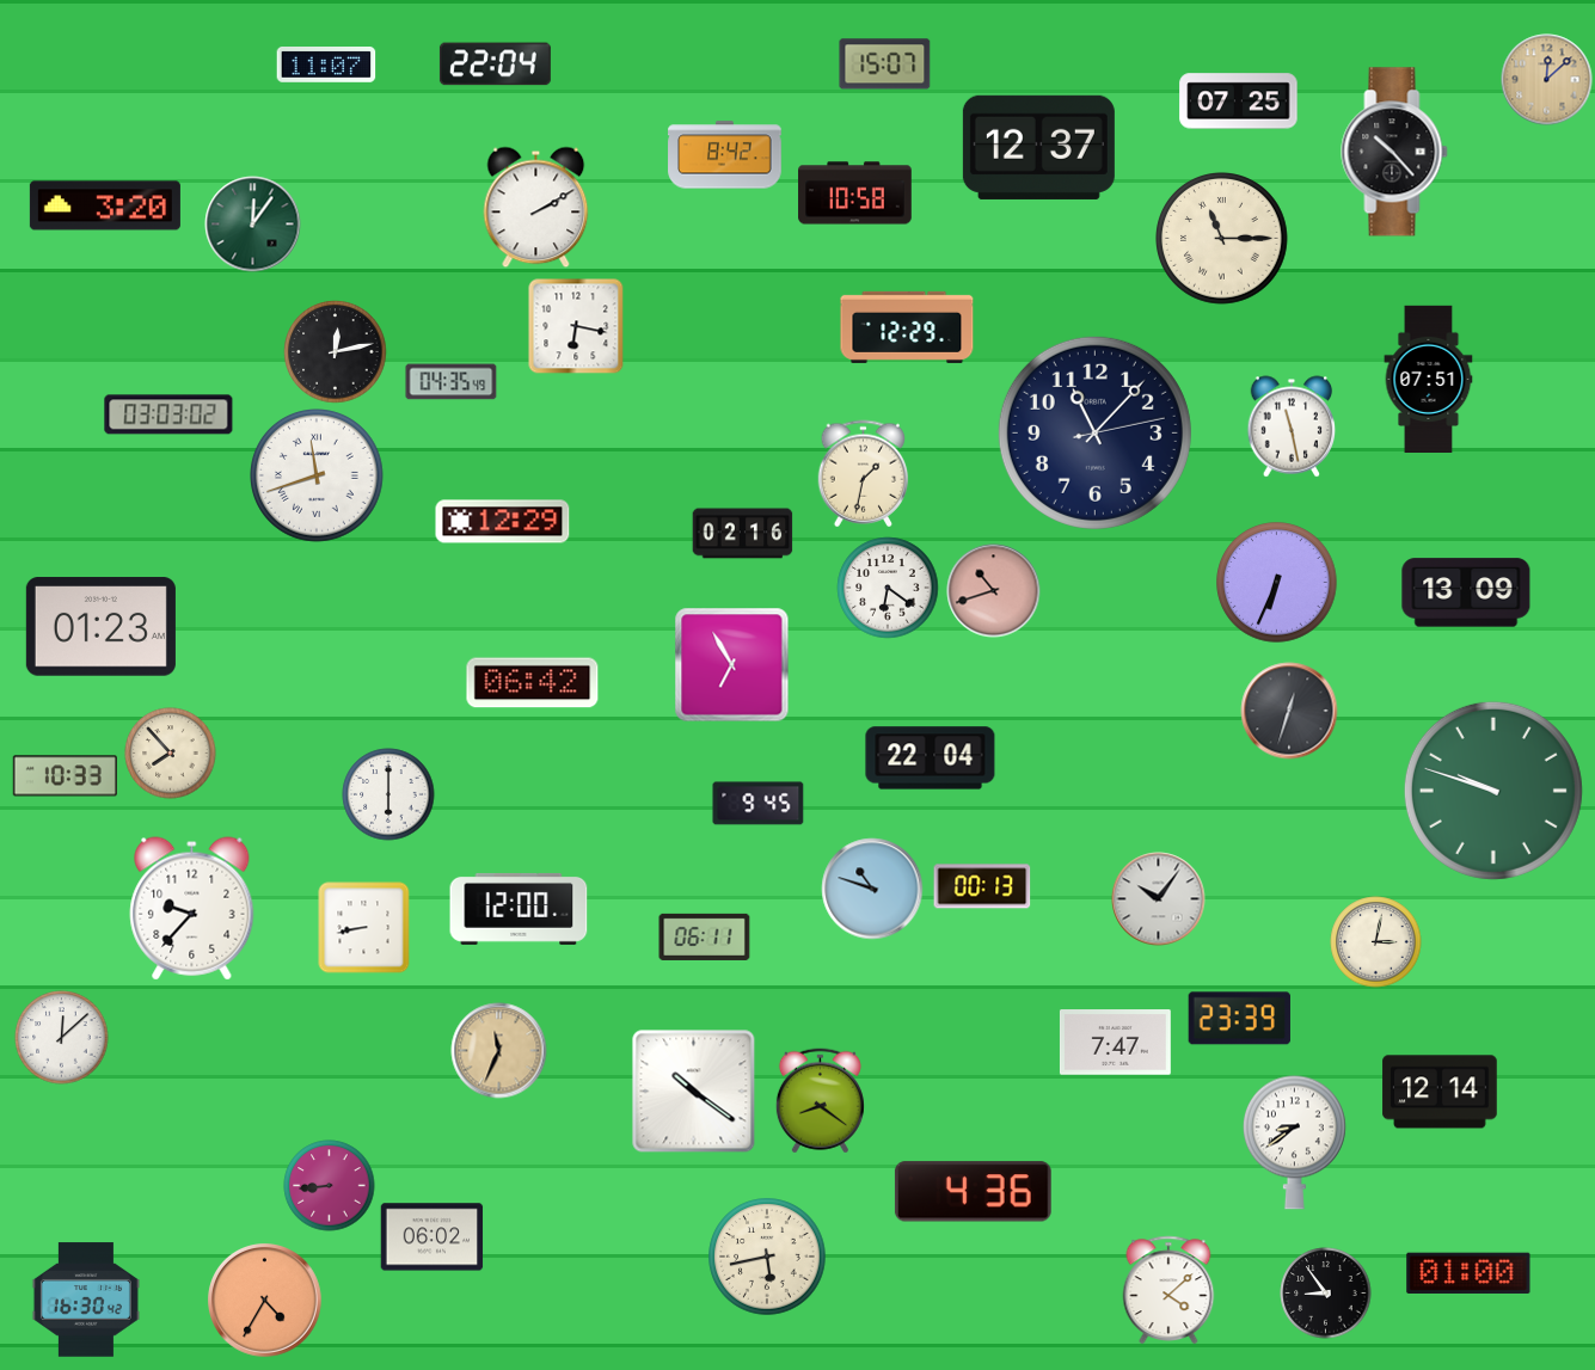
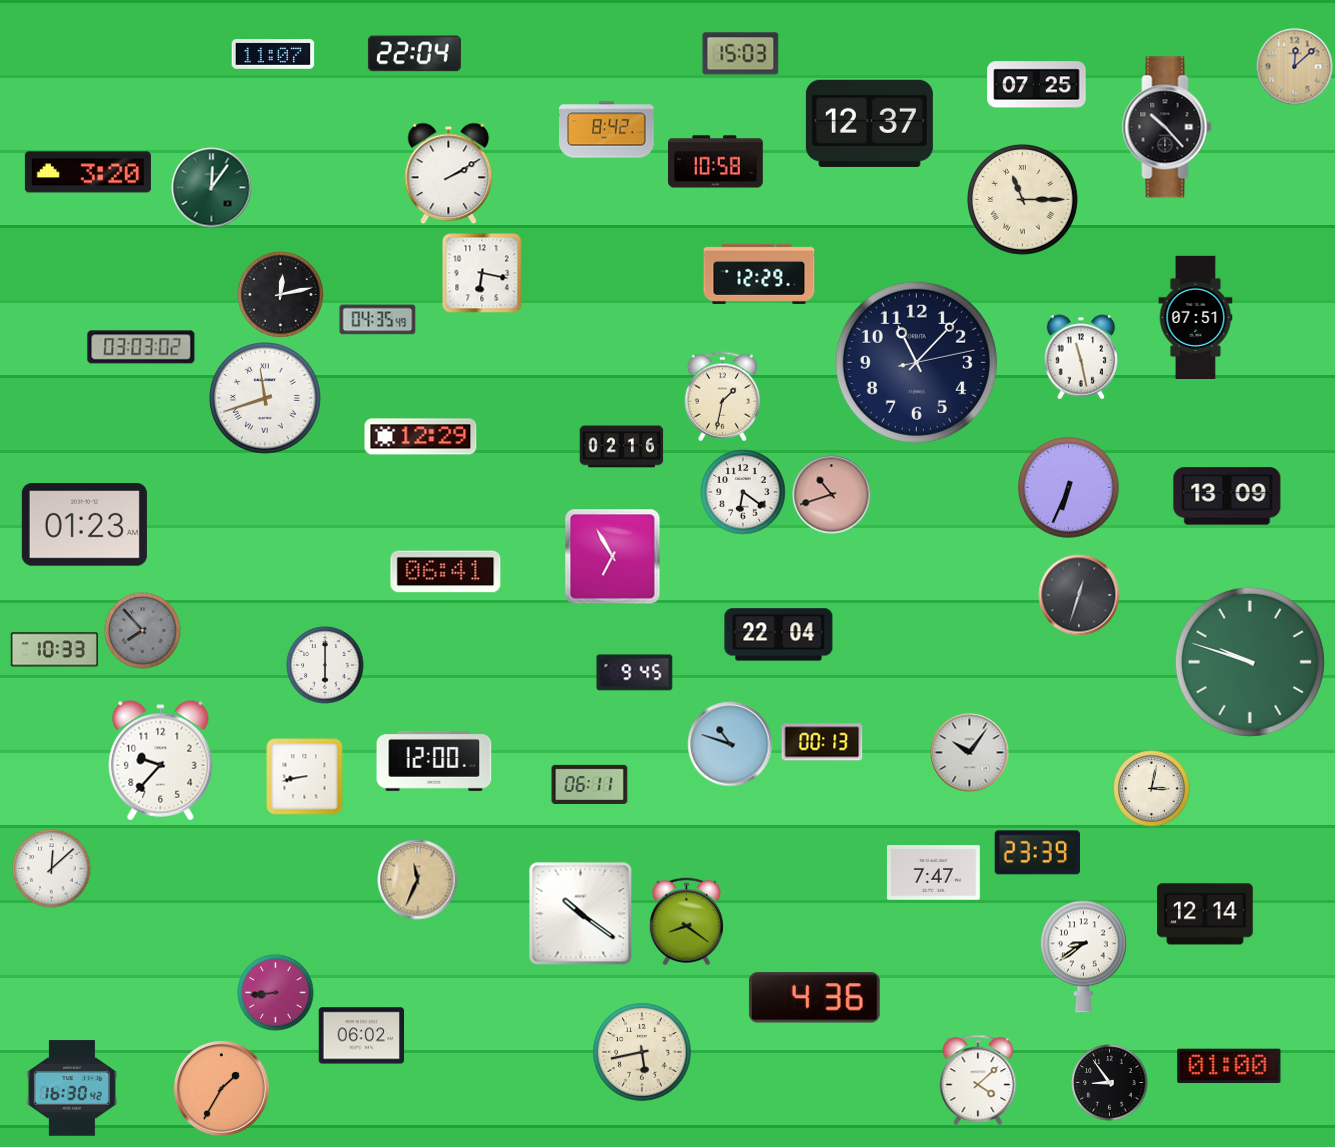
clock at (885, 64): 15:07 -> 15:03
clock at (533, 683): 06:42 -> 06:41
clock at (171, 754) dial: cream -> grey
clock at (265, 1301): 4:35 -> 1:35
